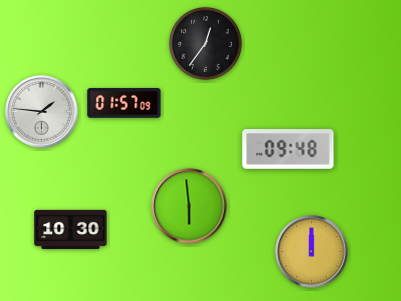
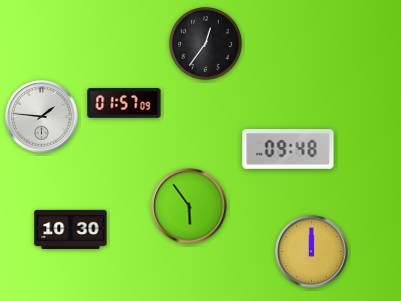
clock at (42, 112) position: (42, 112) -> (42, 117)
clock at (189, 206): 5:59 -> 5:54
